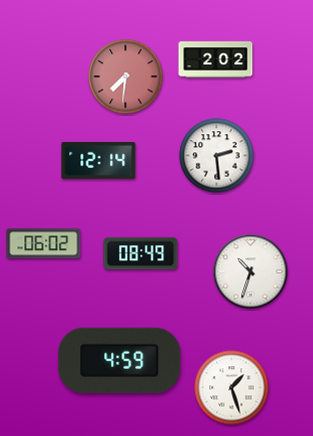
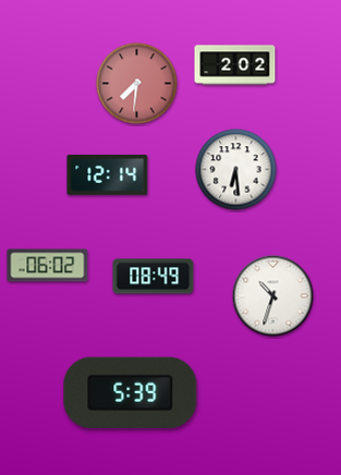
clock at (217, 156): 2:29 -> 6:29
clock at (120, 360): 4:59 -> 5:39
clock at (232, 388): 1:27 -> none
